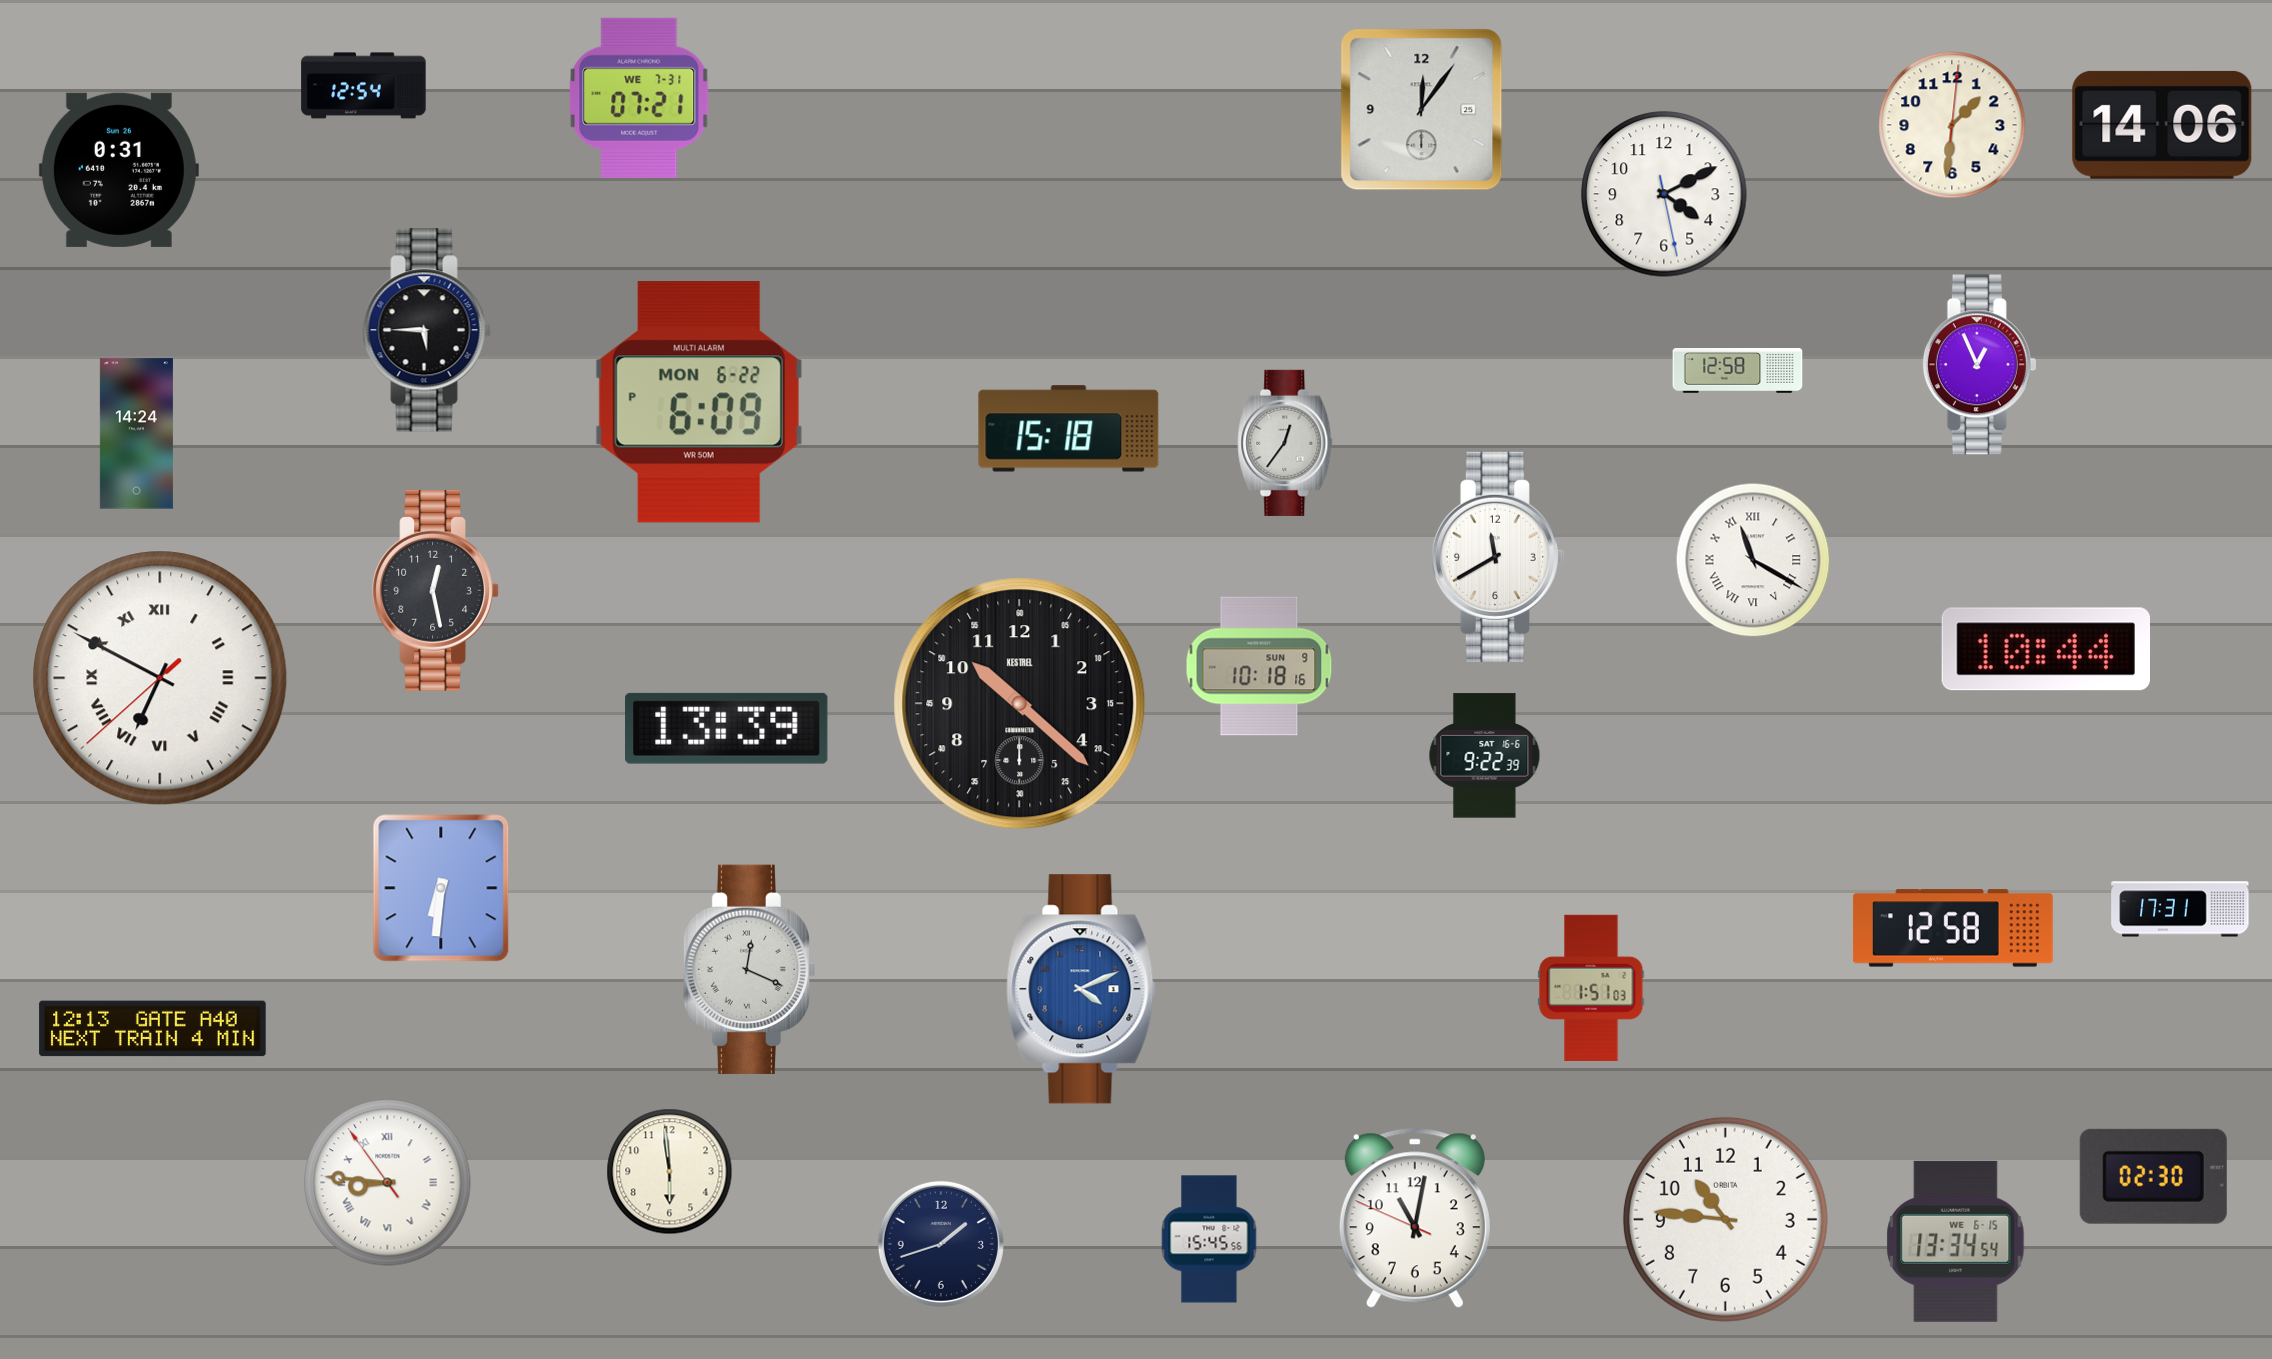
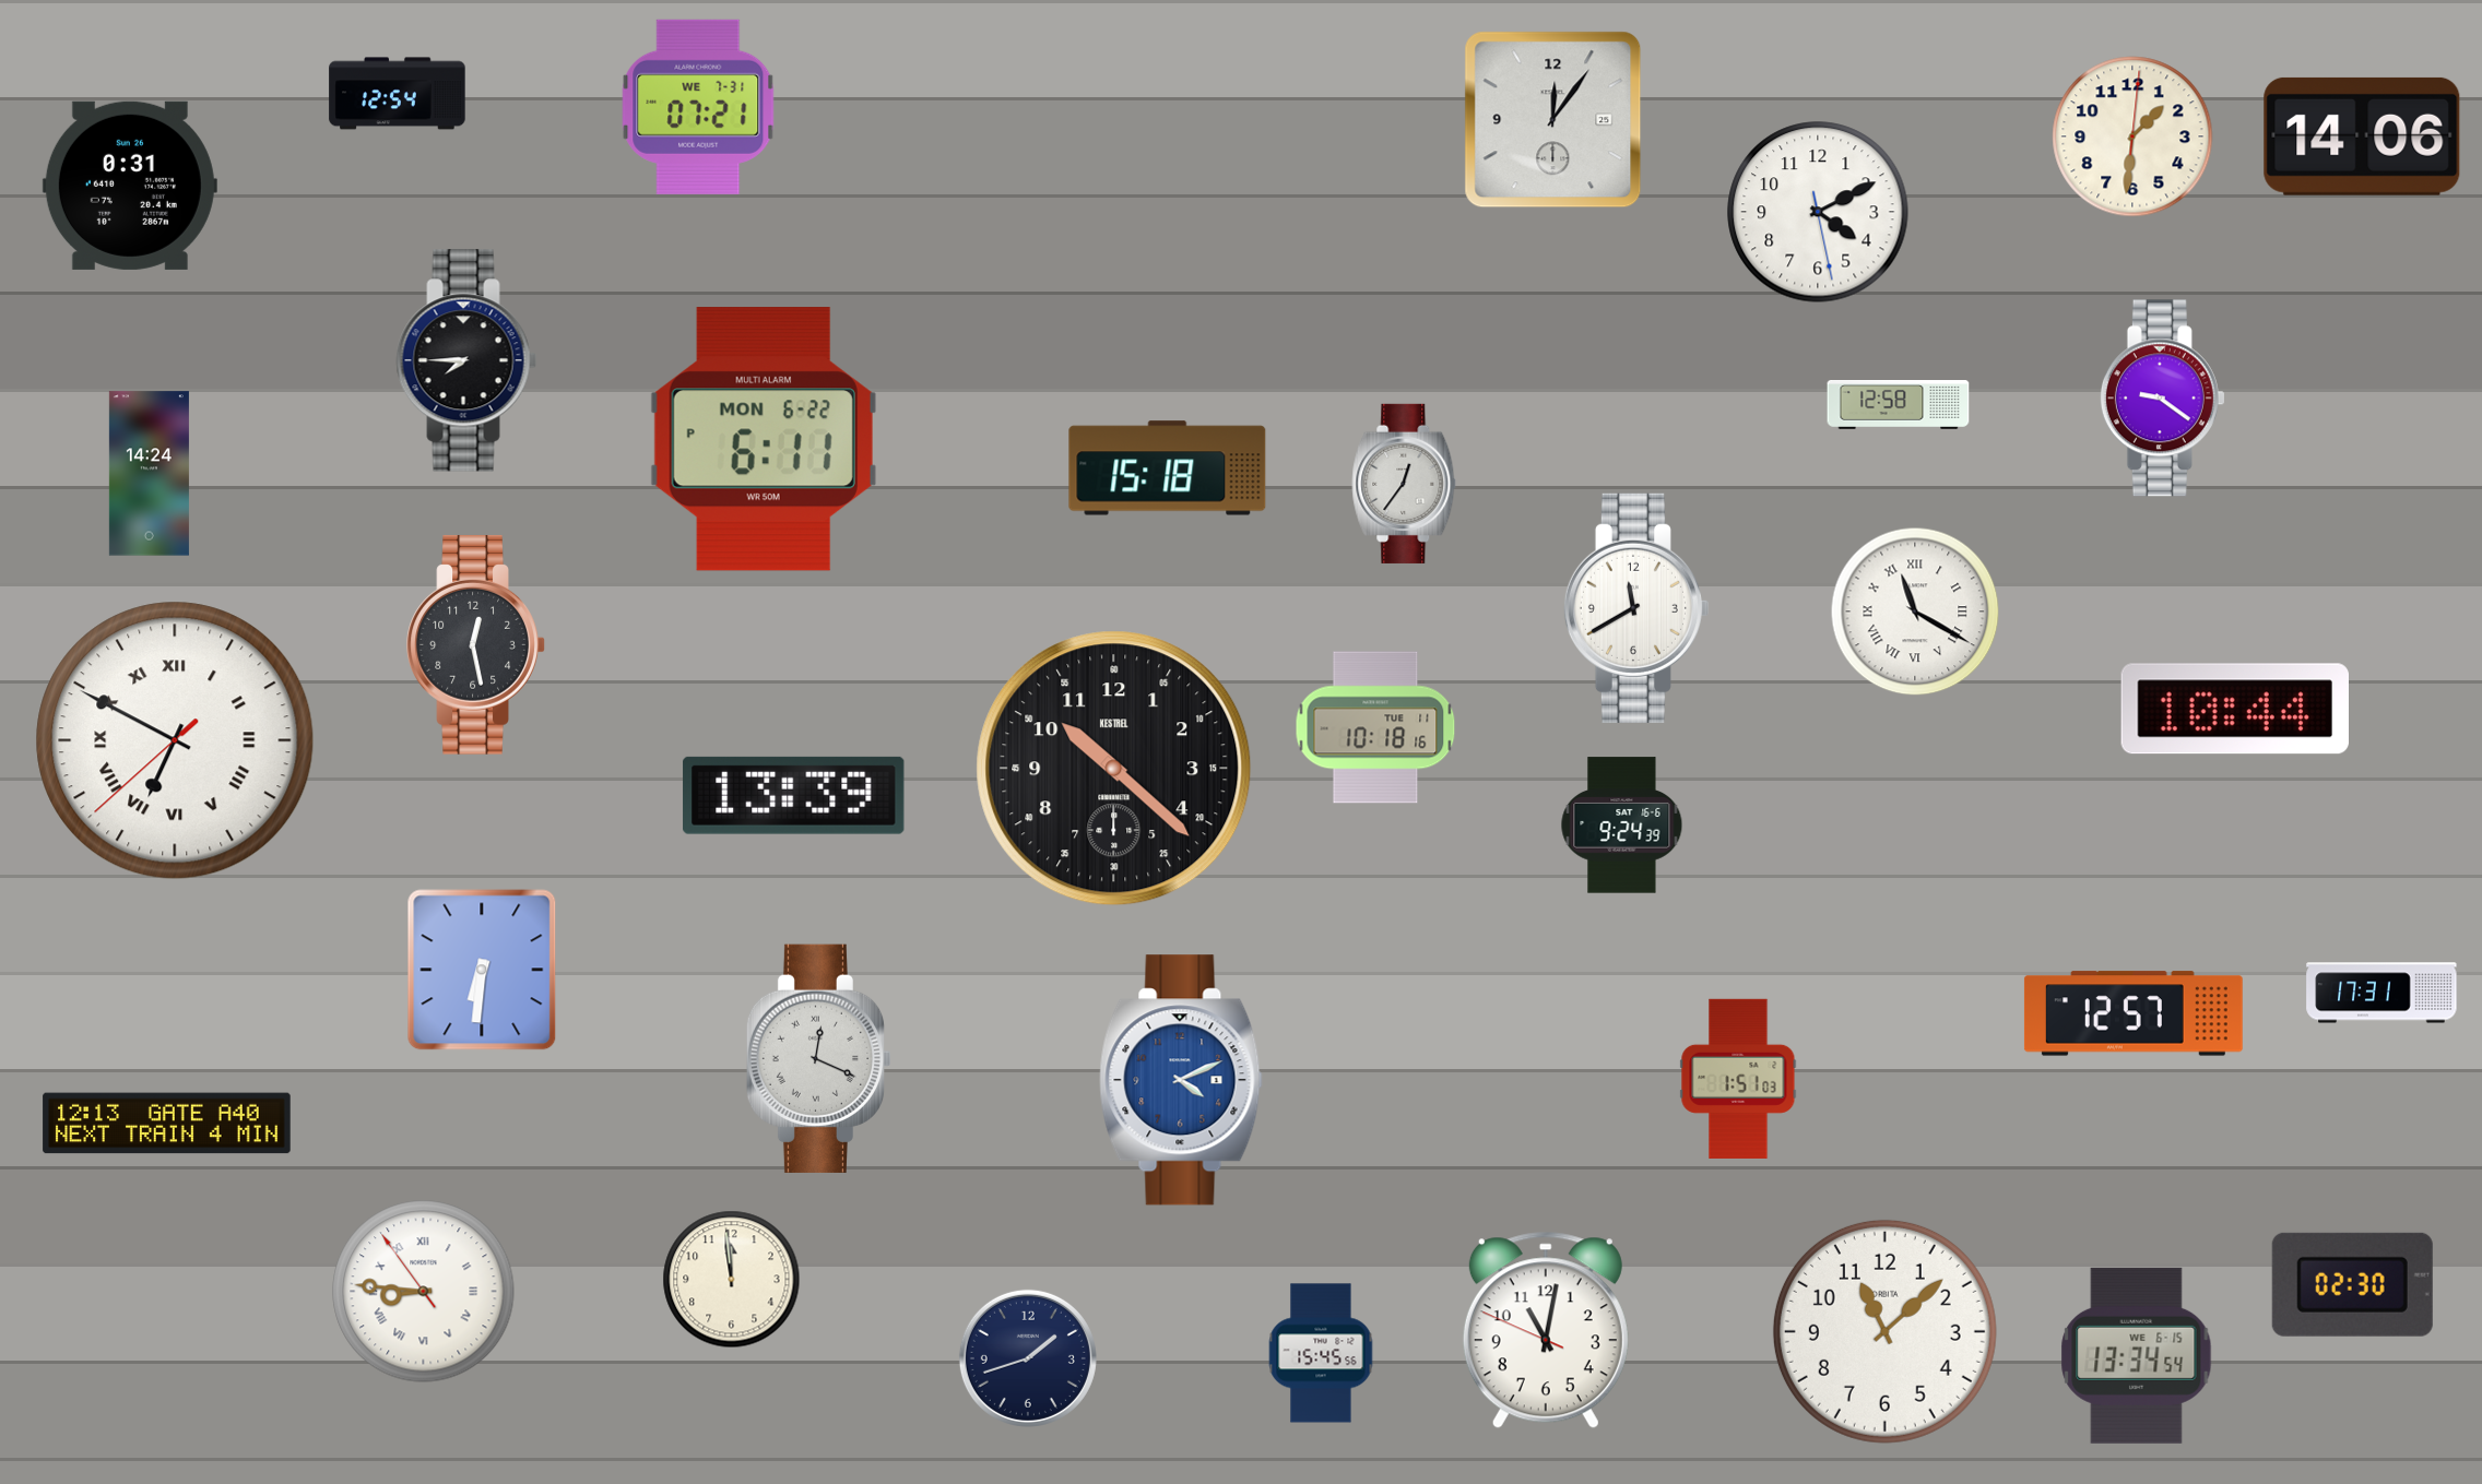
clock at (427, 330): 5:45 -> 7:45
clock at (1979, 365): 12:56 -> 9:21
clock at (699, 402): 6:09 -> 6:11
clock at (1259, 666) date: SUN 9 -> TUE 11
clock at (1485, 756): 9:22 -> 9:24
clock at (1953, 928): 12:58 -> 12:57
clock at (670, 1172): 5:59 -> 11:59
clock at (1725, 1219): 10:46 -> 11:08
